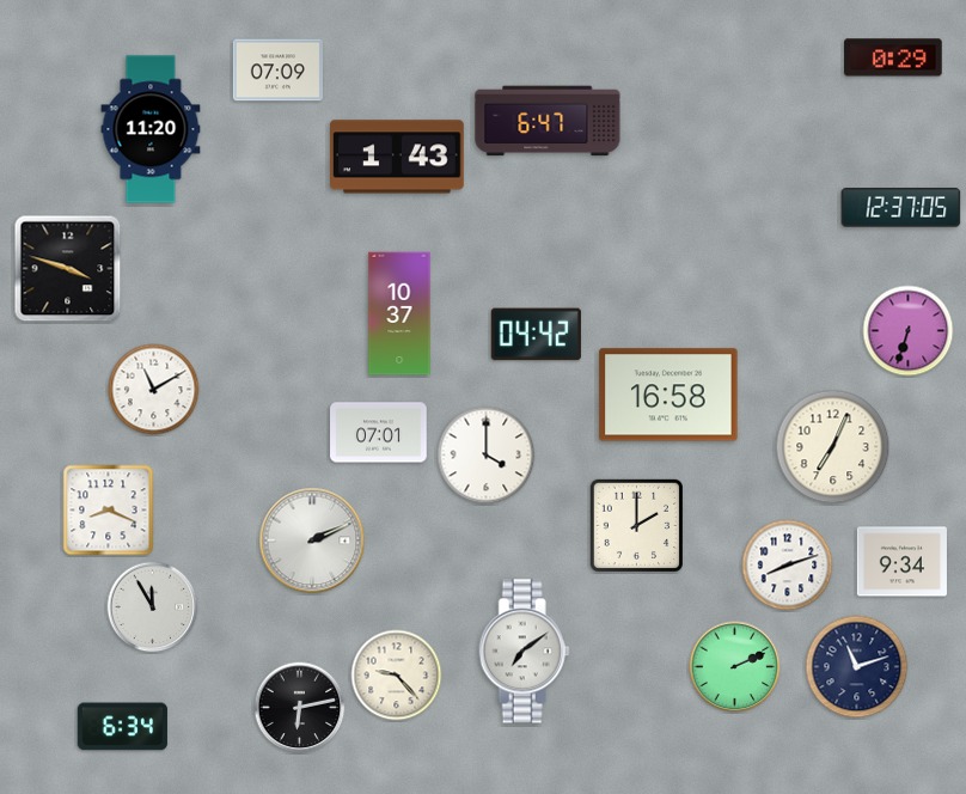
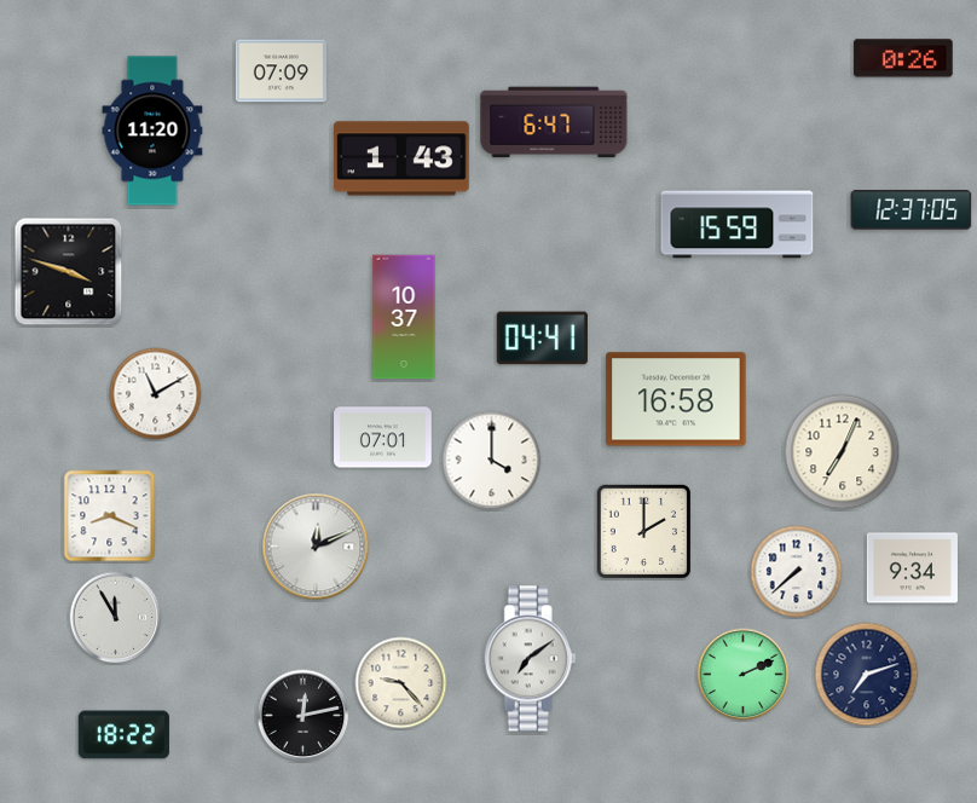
clock at (893, 57): 0:29 -> 0:26
clock at (738, 225): none -> 15:59
clock at (909, 331): 6:33 -> none
clock at (536, 335): 04:42 -> 04:41
clock at (312, 540): 2:11 -> 12:11
clock at (788, 566): 8:12 -> 7:38
clock at (153, 607) position: (153, 607) -> (116, 618)
clock at (857, 667): 11:12 -> 7:12
clock at (300, 708): 6:13 -> 12:13
clock at (122, 727): 6:34 -> 18:22
